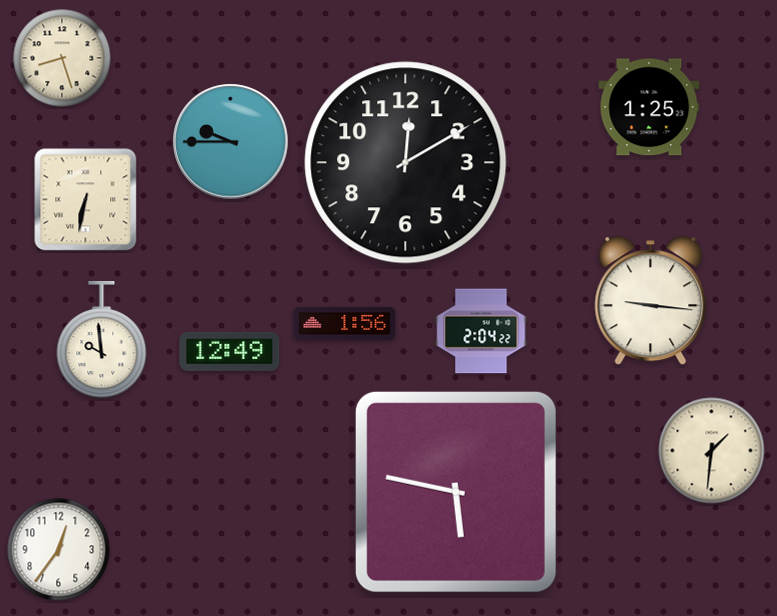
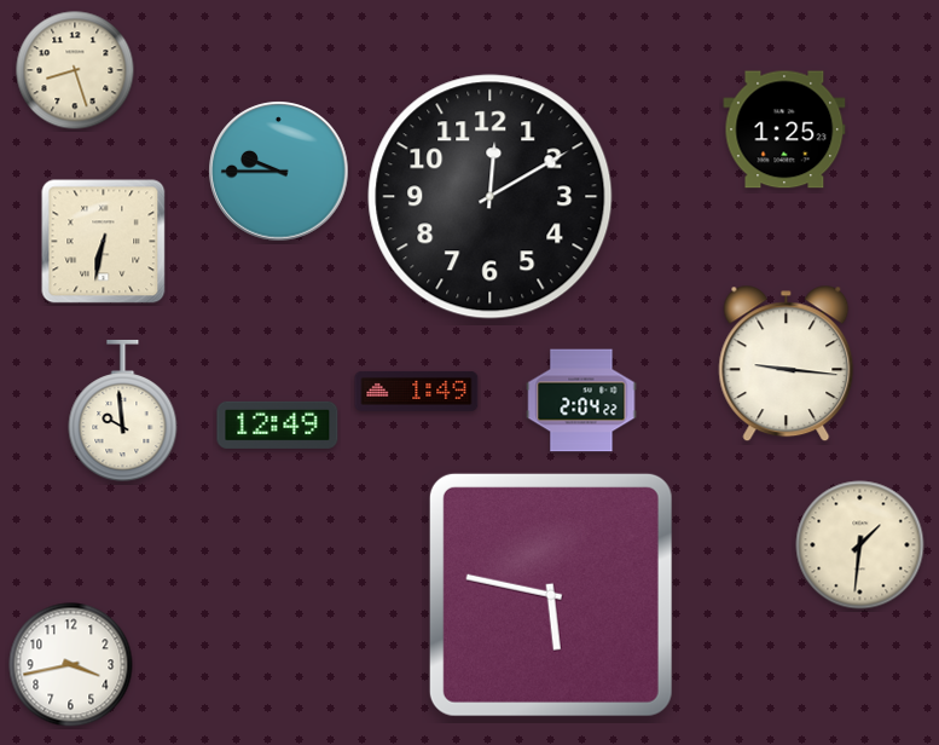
clock at (345, 323): 1:56 -> 1:49
clock at (59, 550): 12:36 -> 3:43
